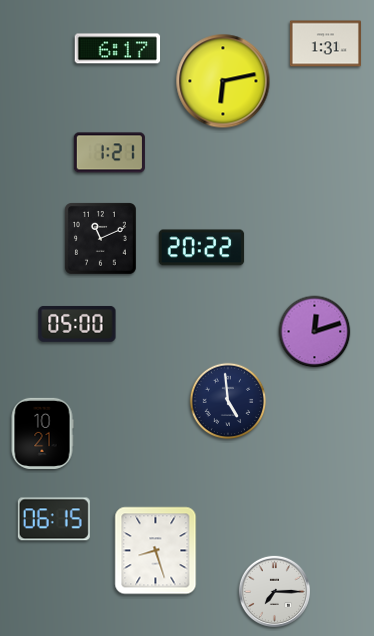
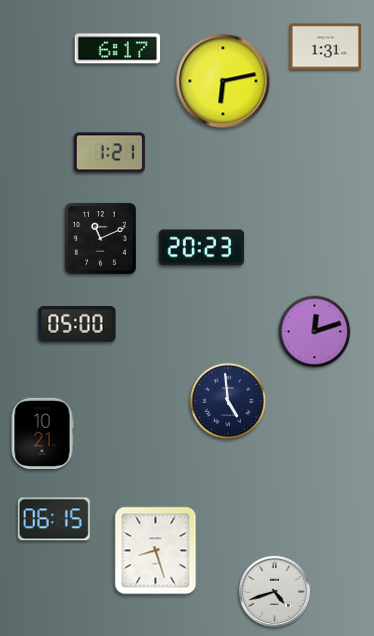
clock at (325, 44) position: (325, 44) -> (325, 47)
clock at (202, 248): 20:22 -> 20:23
clock at (274, 591): 7:15 -> 4:42
